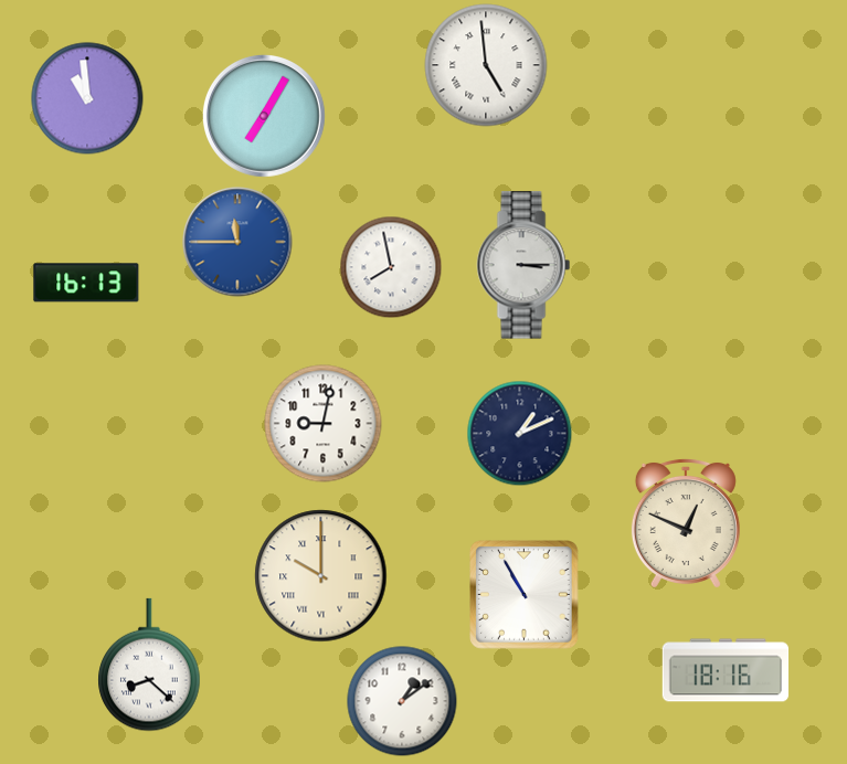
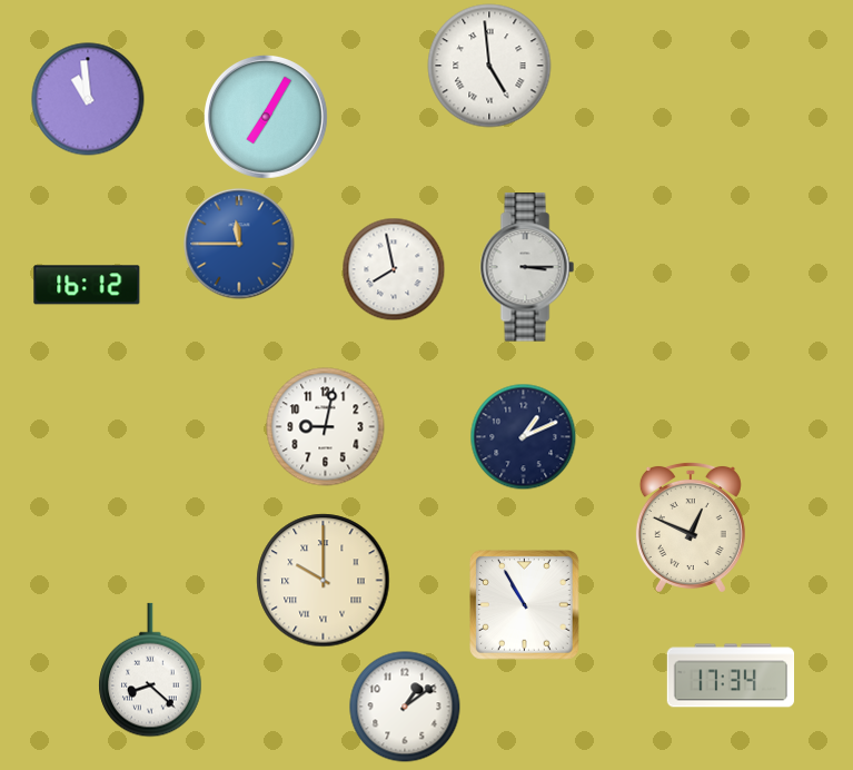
clock at (86, 283): 16:13 -> 16:12
clock at (525, 595) position: (525, 595) -> (525, 605)
clock at (726, 670): 18:16 -> 17:34
